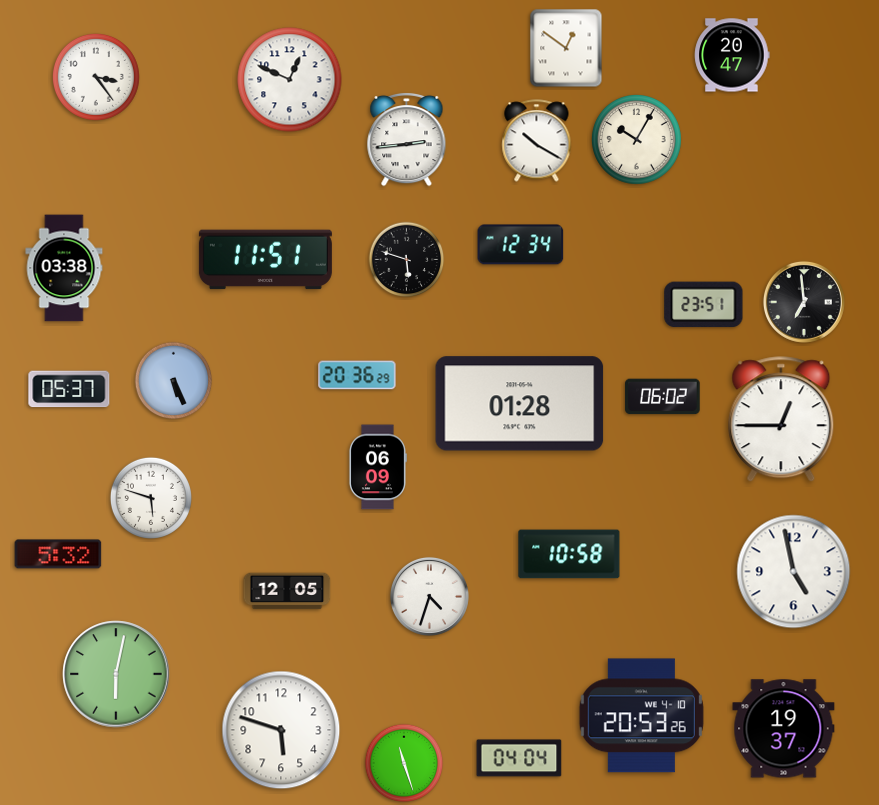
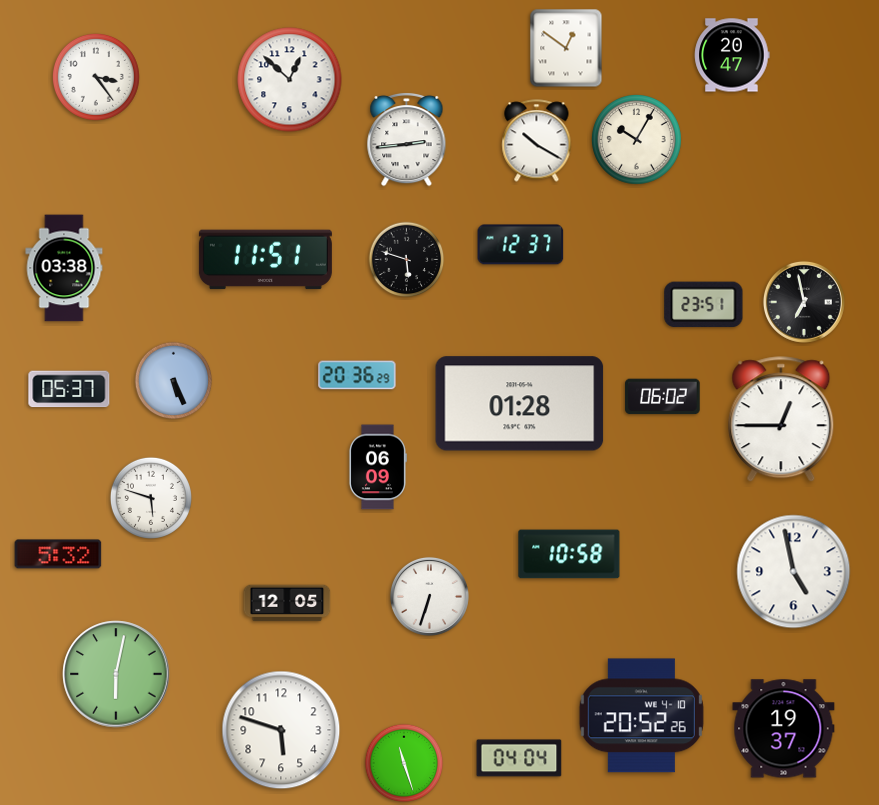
clock at (290, 80): 12:49 -> 12:52
clock at (521, 245): 12:34 -> 12:37
clock at (804, 302): 6:59 -> 6:58
clock at (287, 591) position: (287, 591) -> (287, 603)
clock at (429, 596): 4:33 -> 6:33
clock at (641, 716): 20:53 -> 20:52
